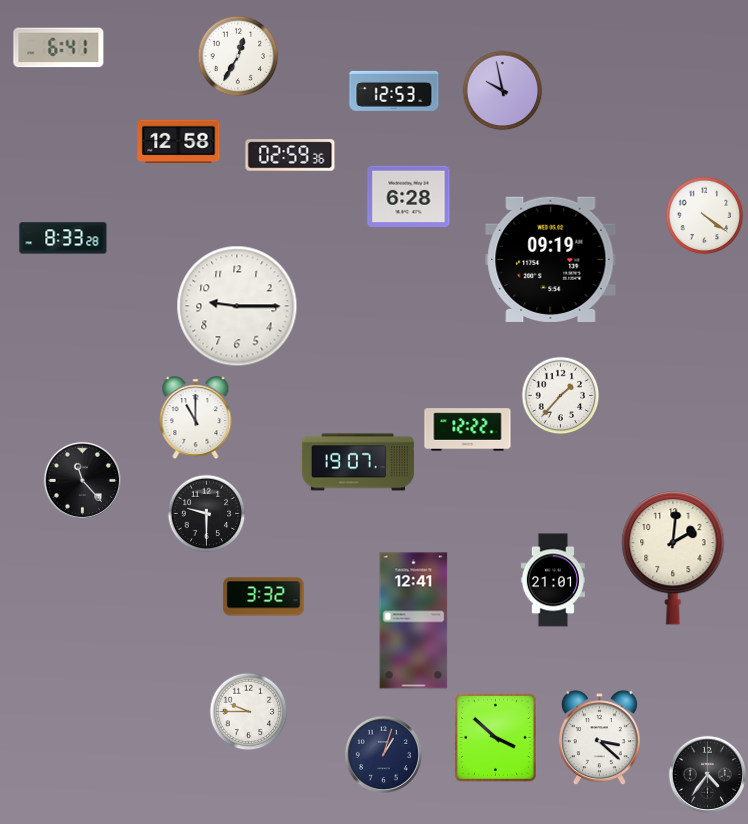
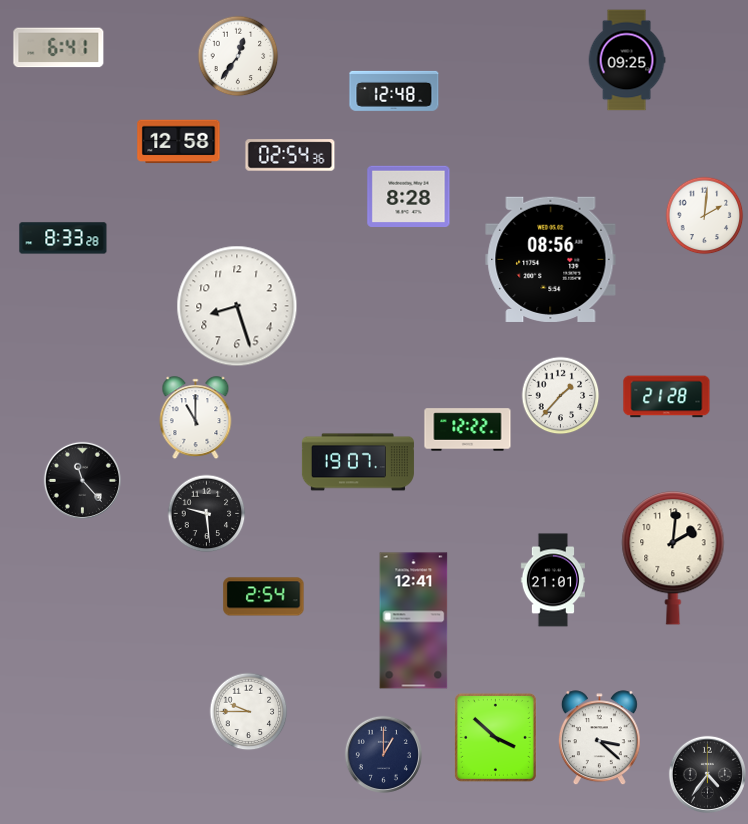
clock at (238, 56): 12:35 -> 12:36
clock at (627, 60): none -> 09:25
clock at (502, 90): 9:58 -> none
clock at (394, 91): 12:53 -> 12:48
clock at (290, 155): 02:59 -> 02:54
clock at (409, 196): 6:28 -> 8:28
clock at (704, 215): 4:21 -> 2:01
clock at (551, 259): 09:19 -> 08:56
clock at (237, 306): 9:15 -> 8:27
clock at (667, 397): none -> 21:28
clock at (206, 513): 9:30 -> 9:29
clock at (264, 597): 3:32 -> 2:54
clock at (383, 754): 1:03 -> 1:00
